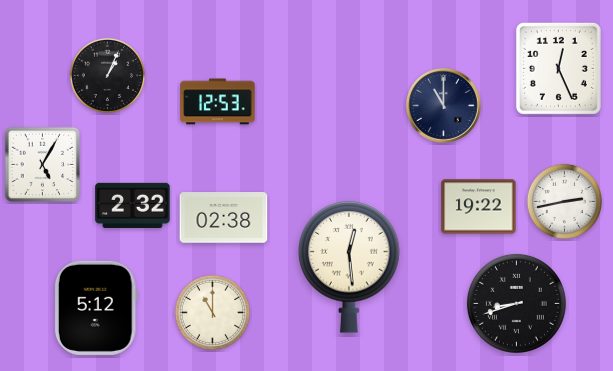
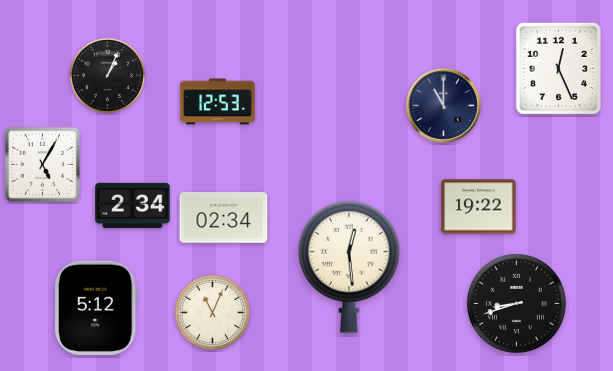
clock at (564, 201): 2:43 -> none
clock at (133, 205): 2:32 -> 2:34
clock at (224, 218): 02:38 -> 02:34
clock at (212, 312): 11:00 -> 11:04
